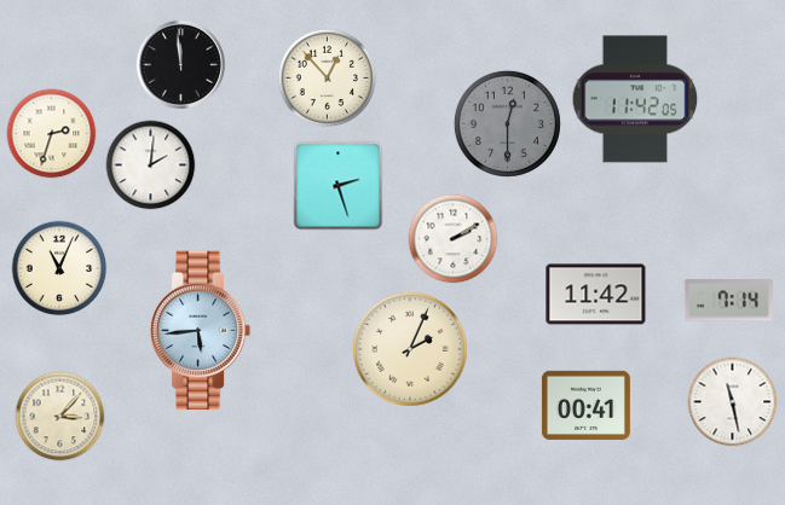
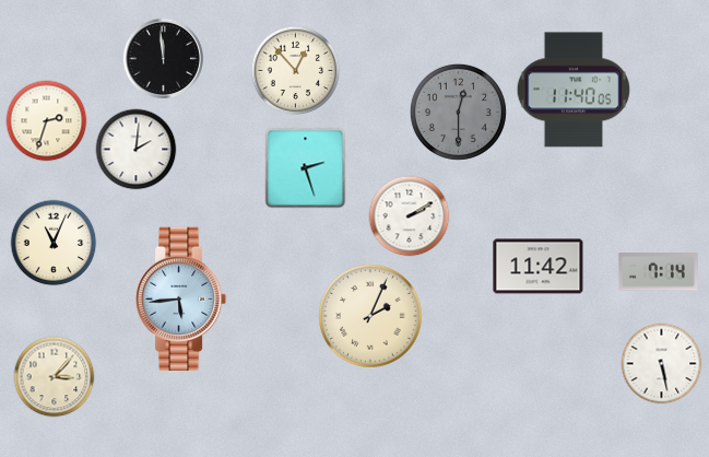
clock at (635, 99): 11:42 -> 11:40
clock at (733, 402): 11:28 -> 5:28
clock at (585, 405): 00:41 -> none
